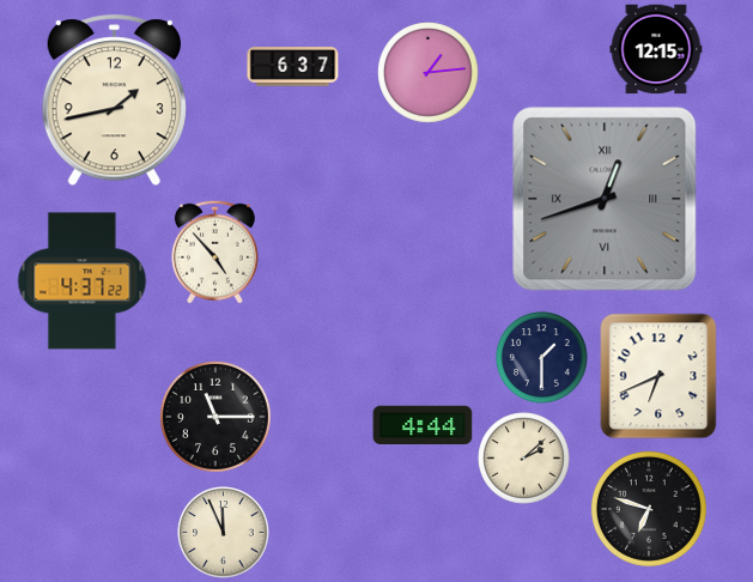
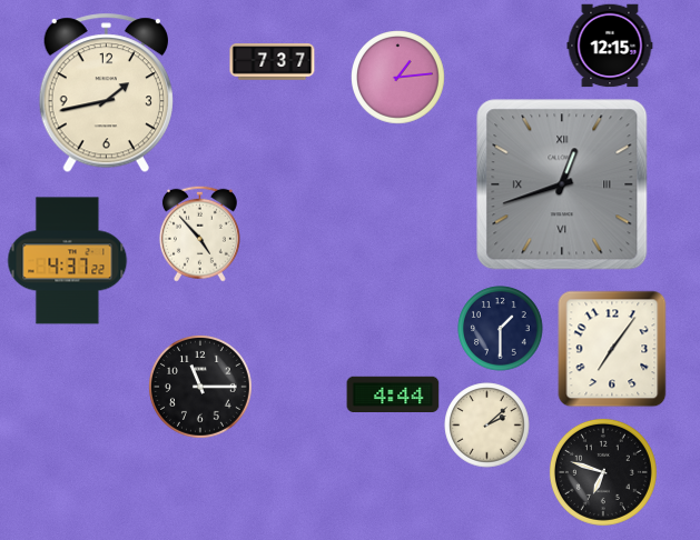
clock at (293, 67): 6:37 -> 7:37
clock at (429, 73) position: (429, 73) -> (398, 78)
clock at (83, 281) position: (83, 281) -> (68, 261)
clock at (542, 358) position: (542, 358) -> (501, 329)
clock at (658, 376): 6:41 -> 7:06
clock at (224, 533): 11:56 -> none
